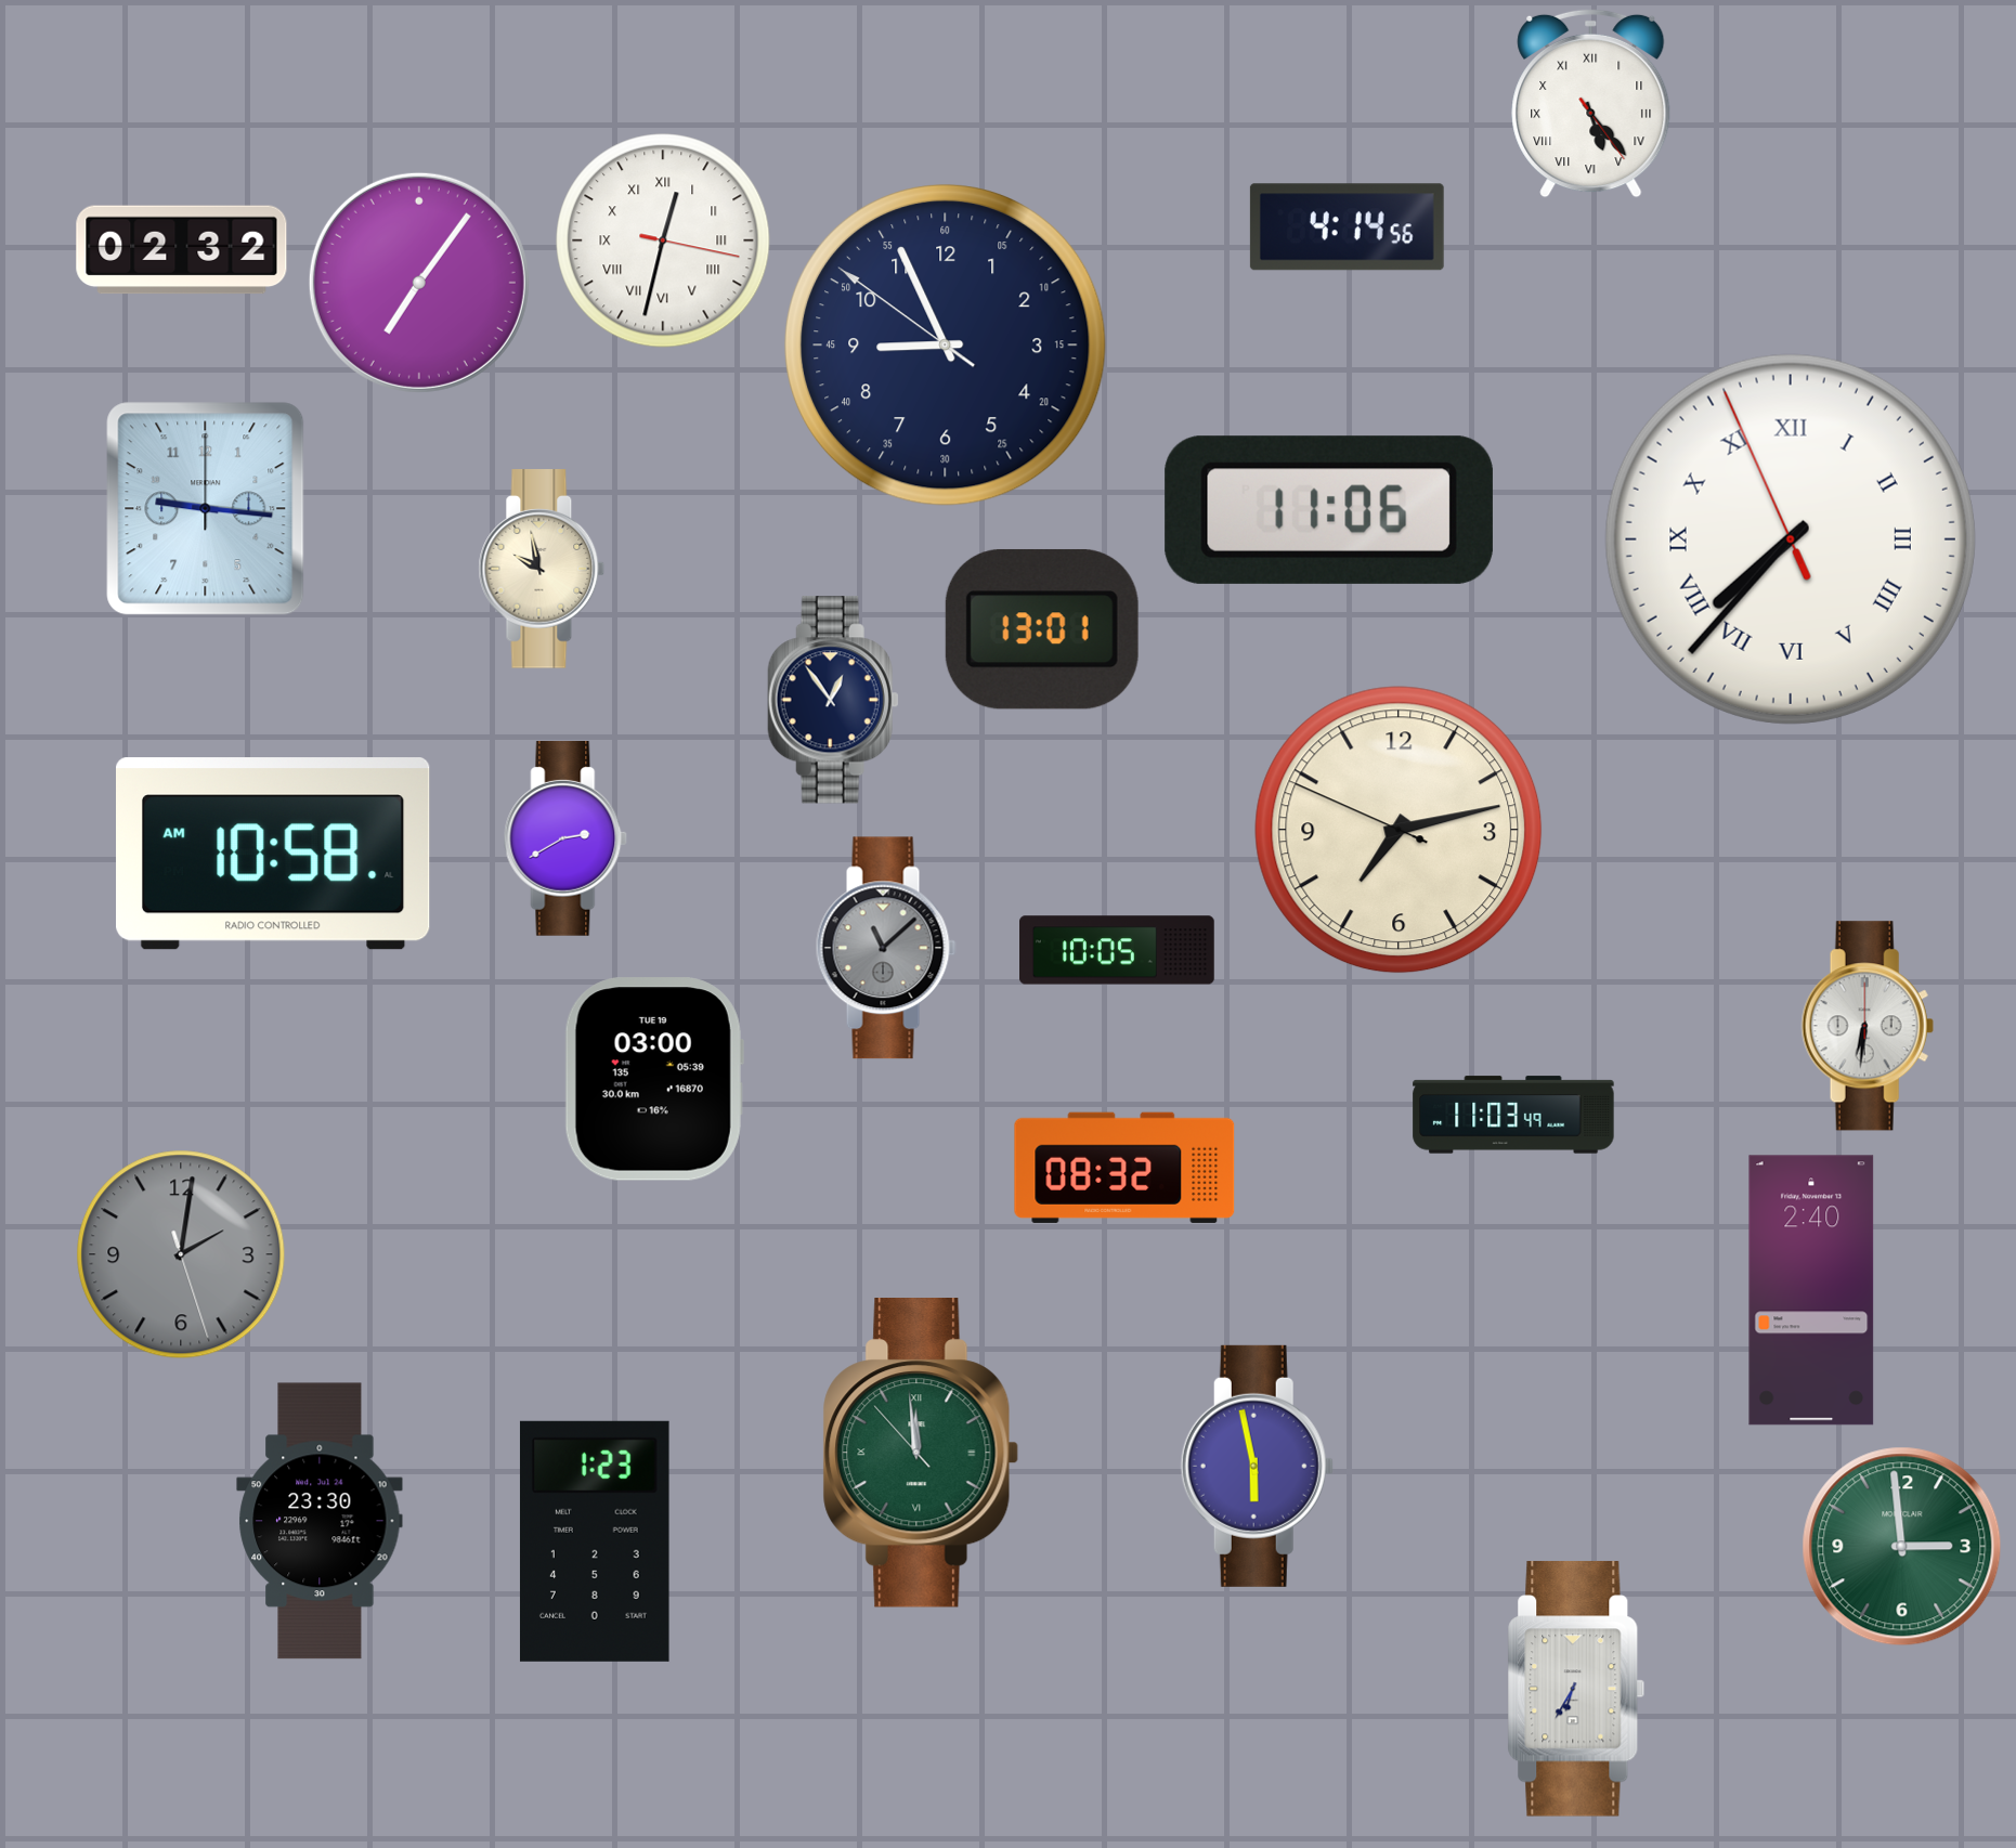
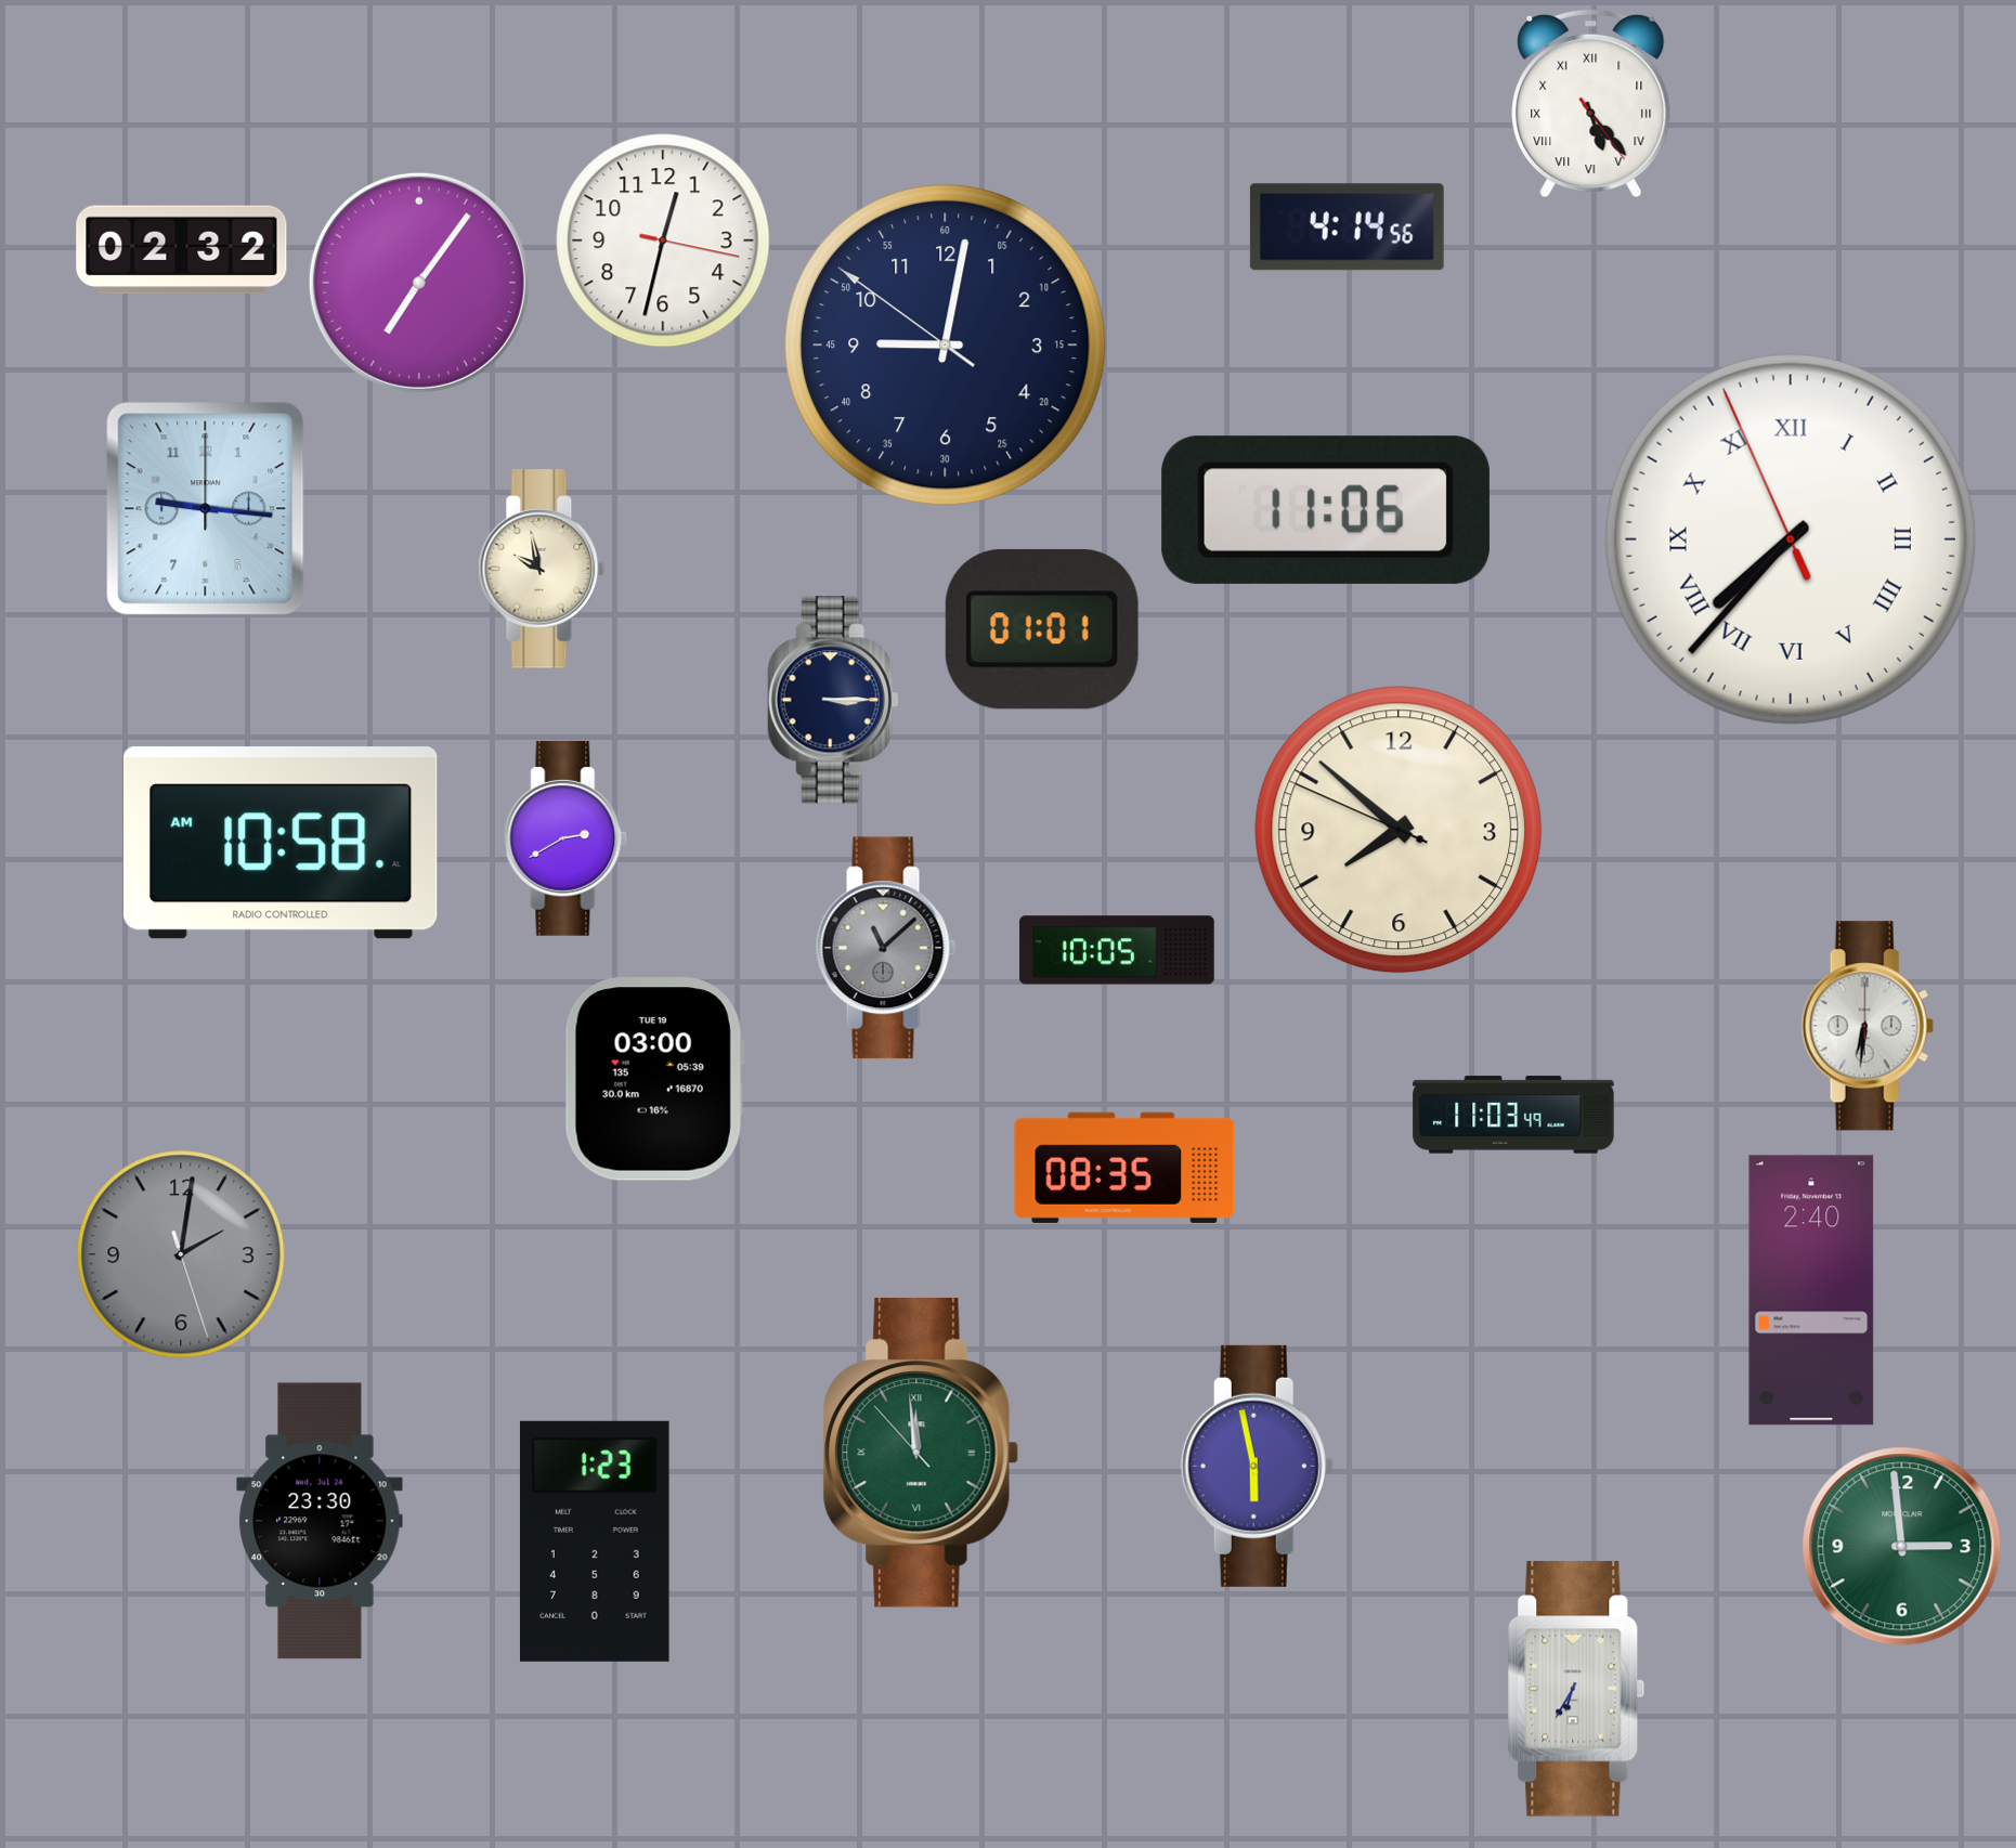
clock at (663, 240) numerals: Roman -> Arabic
clock at (945, 344): 8:55 -> 9:01
clock at (1329, 510) position: (1329, 510) -> (1326, 510)
clock at (1042, 629): 13:01 -> 01:01
clock at (833, 700): 12:54 -> 3:15
clock at (1399, 830): 7:12 -> 7:51
clock at (274, 854) position: (274, 854) -> (282, 843)
clock at (1124, 1168): 08:32 -> 08:35
